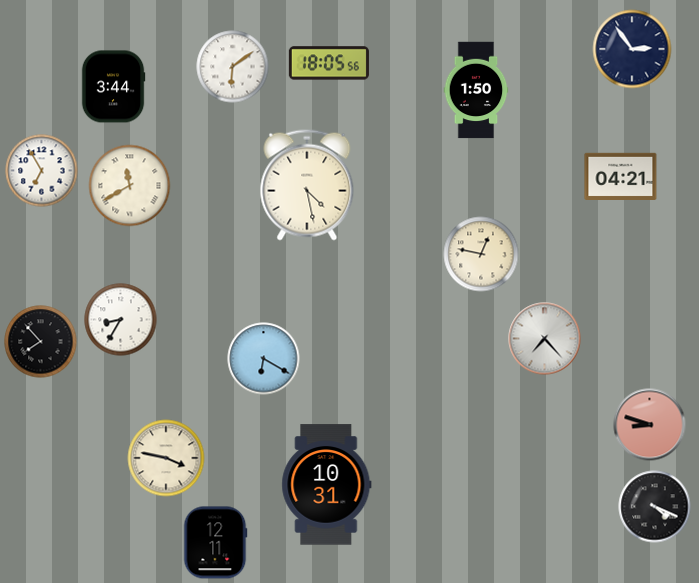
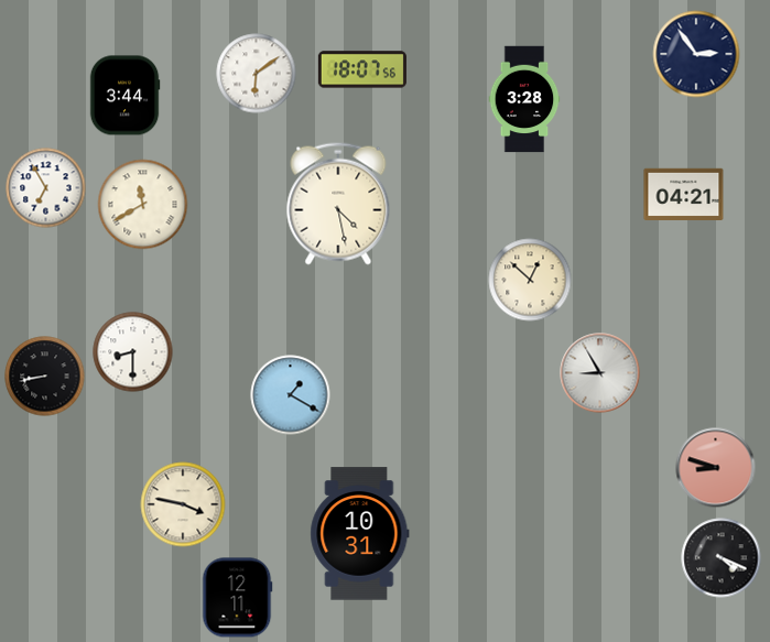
clock at (329, 63): 18:05 -> 18:07
clock at (476, 90): 1:50 -> 3:28
clock at (481, 254): 12:47 -> 12:52
clock at (121, 320): 8:35 -> 8:30
clock at (545, 339): 7:23 -> 8:55
clock at (41, 342): 7:53 -> 8:43
clock at (264, 359): 6:20 -> 1:20
